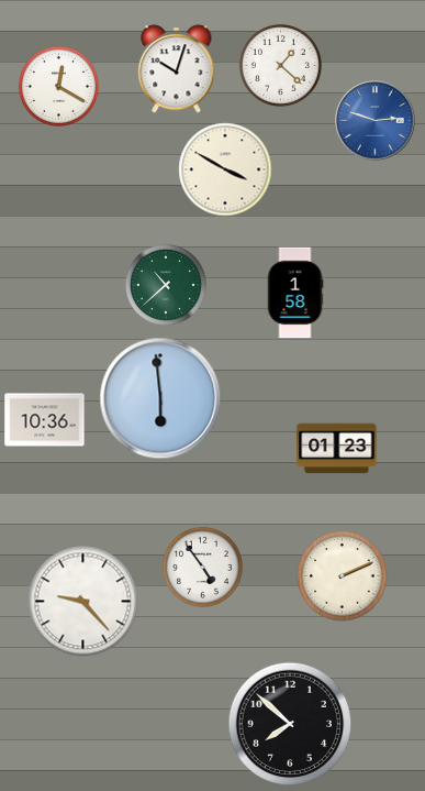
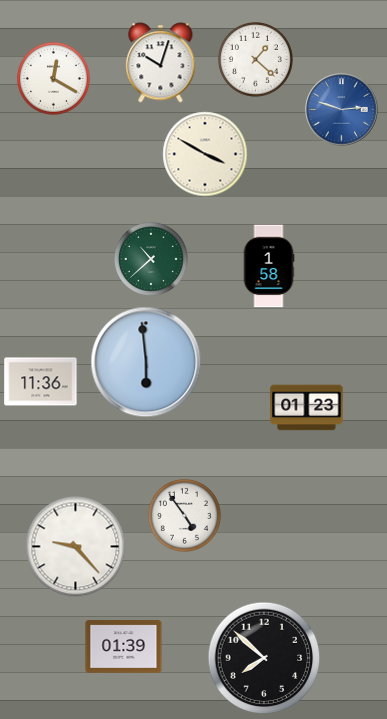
clock at (45, 420): 10:36 -> 11:36
clock at (343, 576): 2:11 -> none
clock at (124, 647): none -> 01:39
